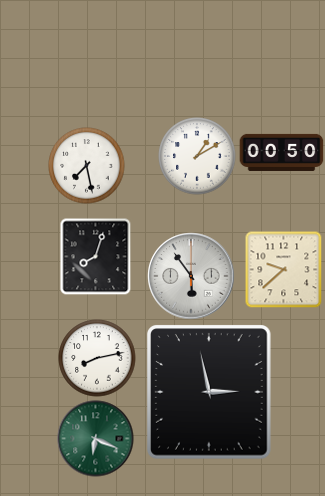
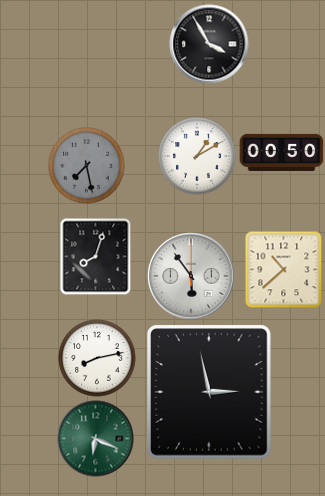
clock at (209, 44): none -> 3:55
clock at (87, 166) dial: white -> grey
clock at (283, 269): 9:38 -> 10:38
